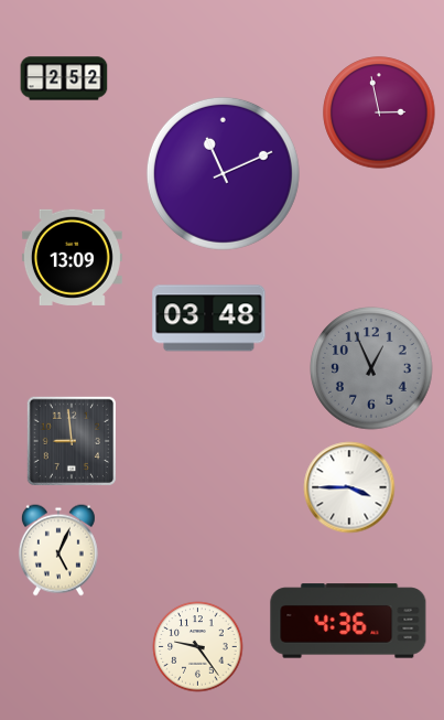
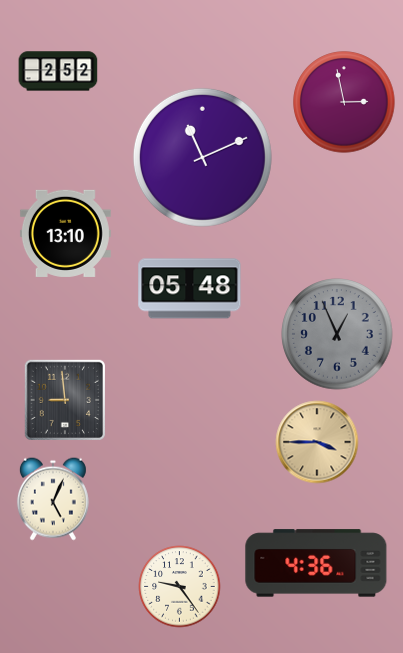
clock at (72, 257): 13:09 -> 13:10
clock at (209, 319): 03:48 -> 05:48
clock at (349, 487) dial: white -> champagne
